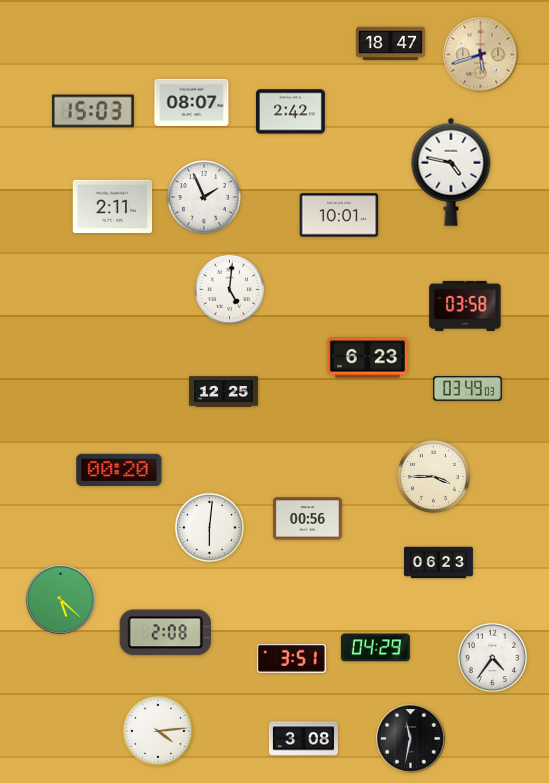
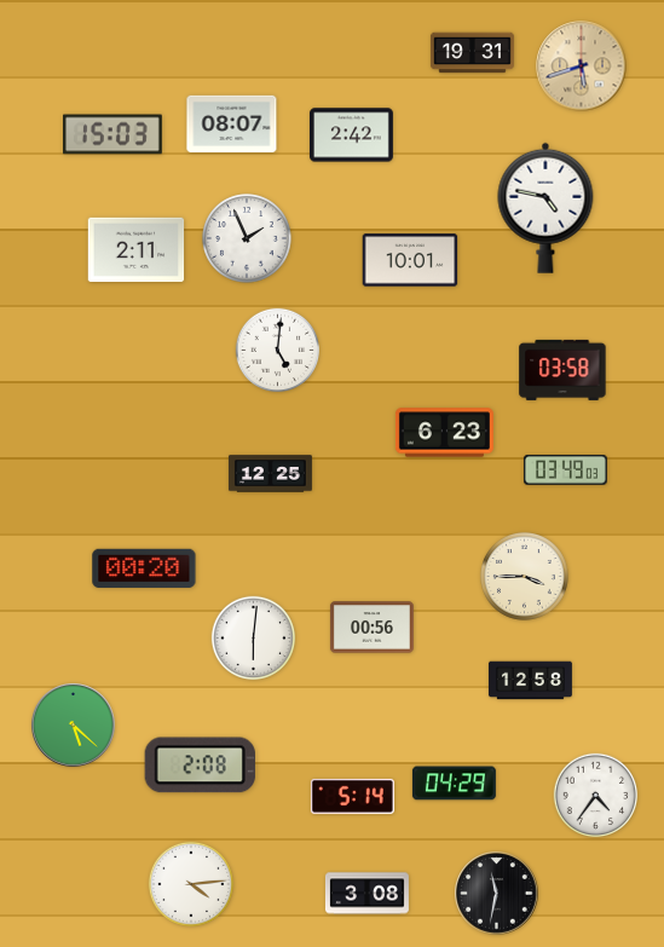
clock at (390, 44): 18:47 -> 19:31
clock at (438, 563): 06:23 -> 12:58
clock at (291, 658): 3:51 -> 5:14
